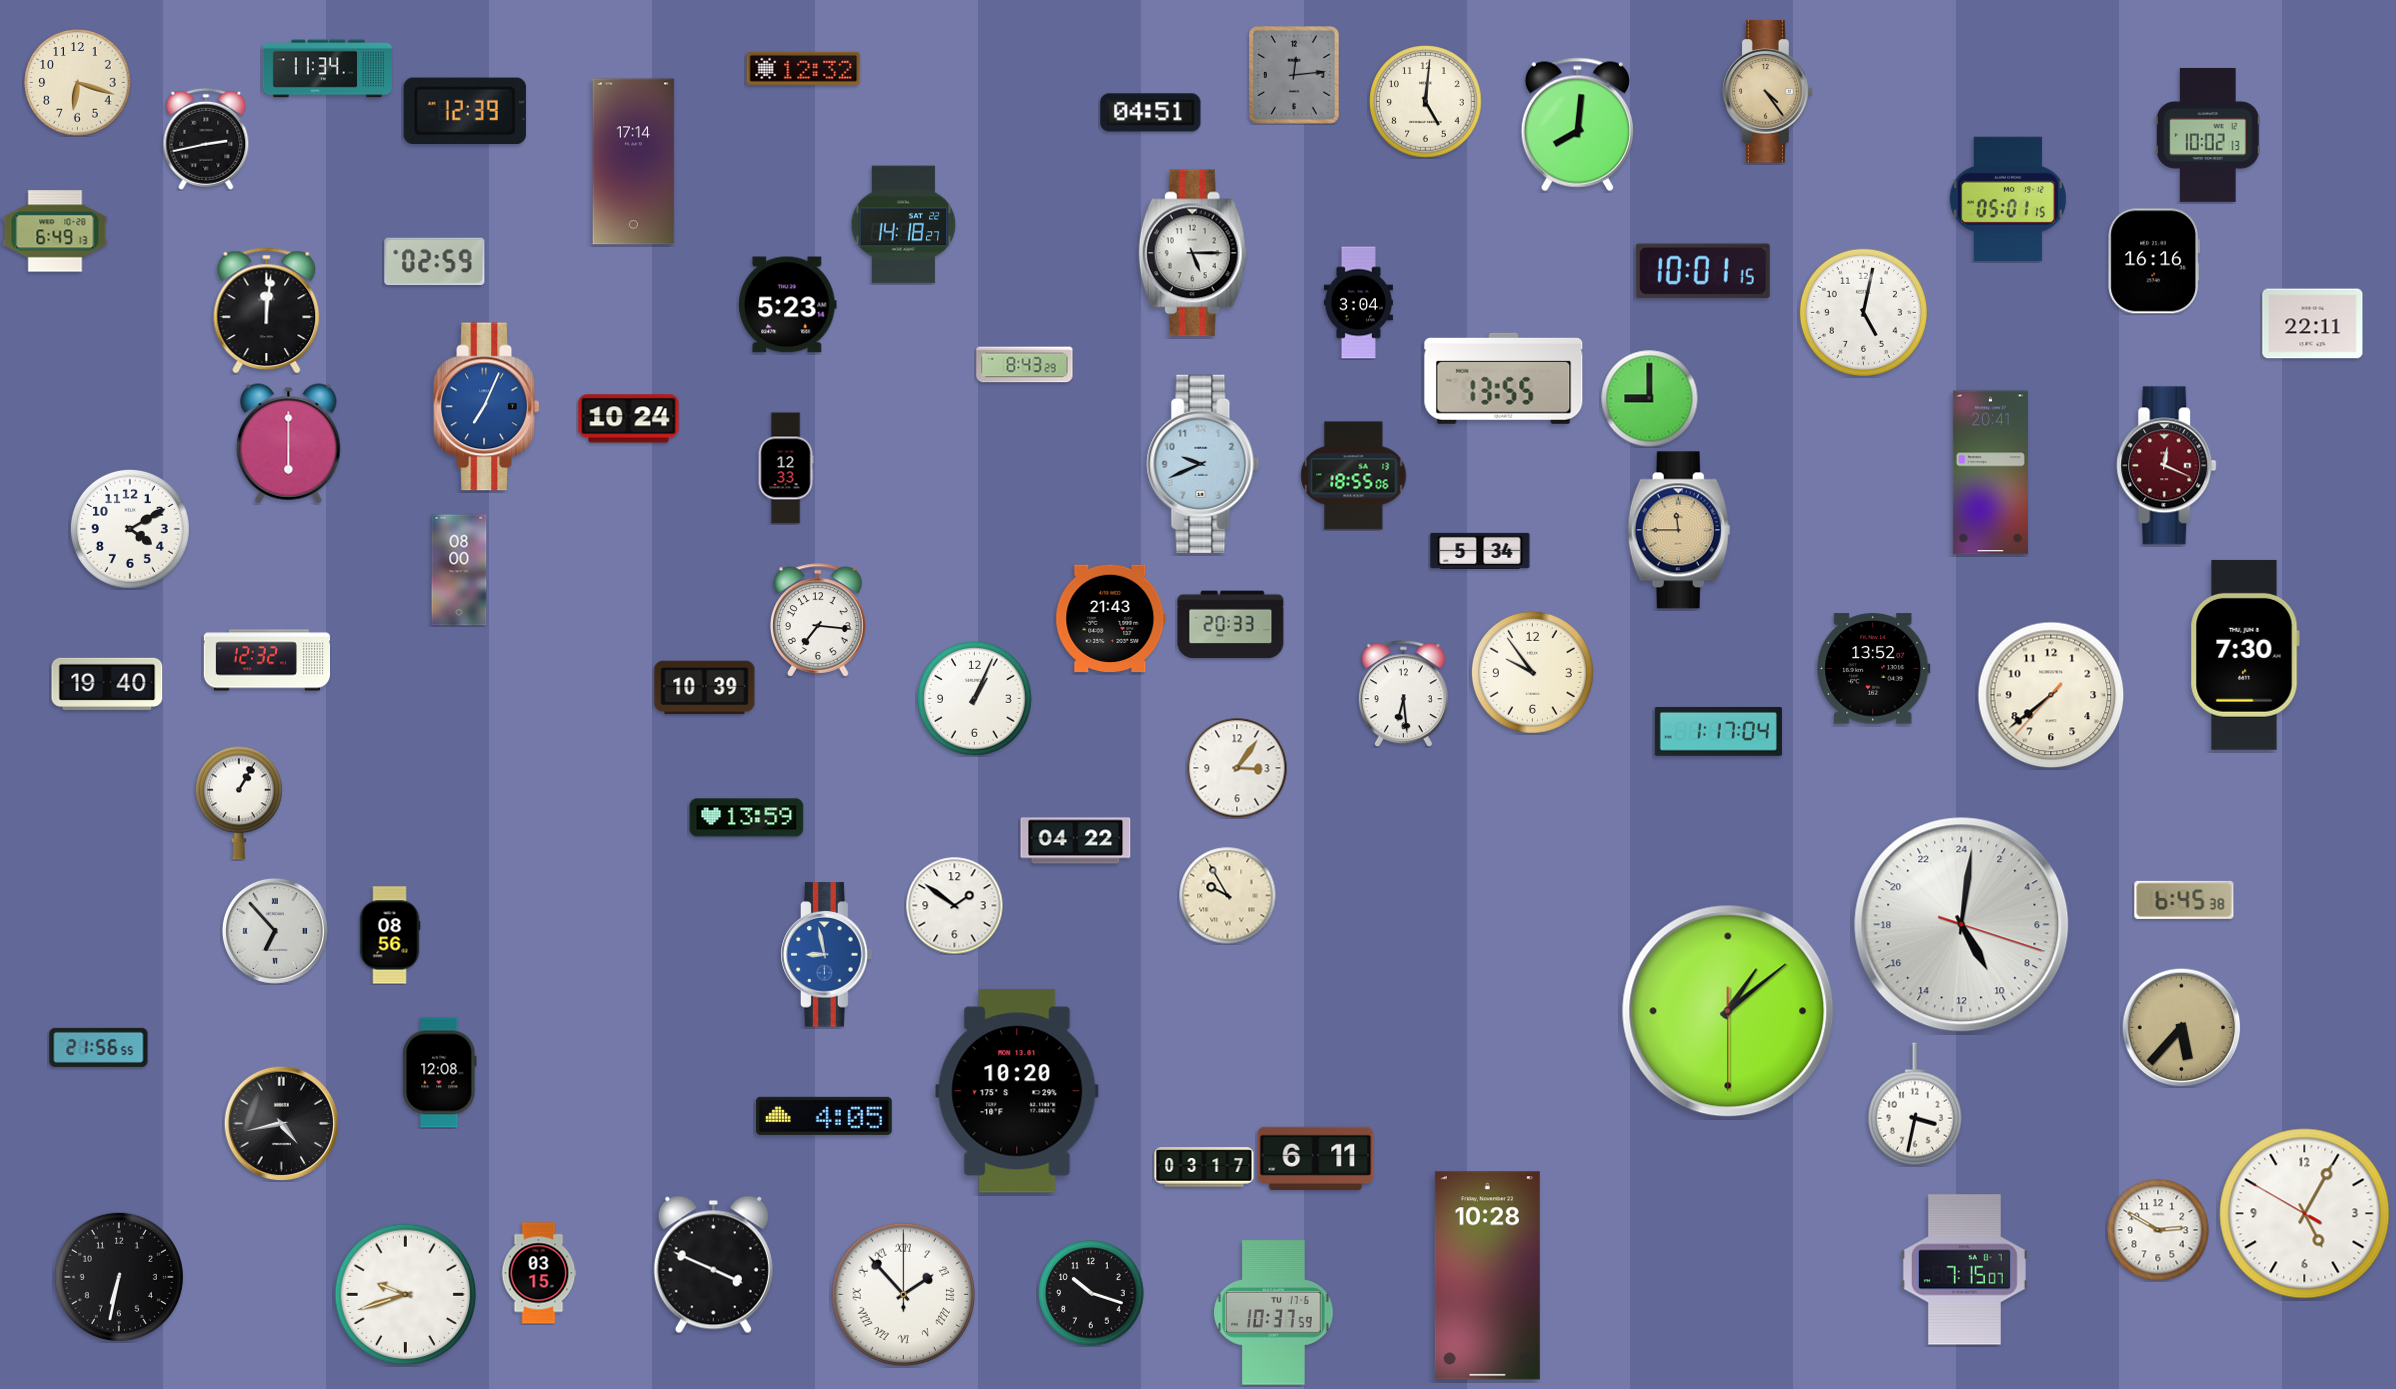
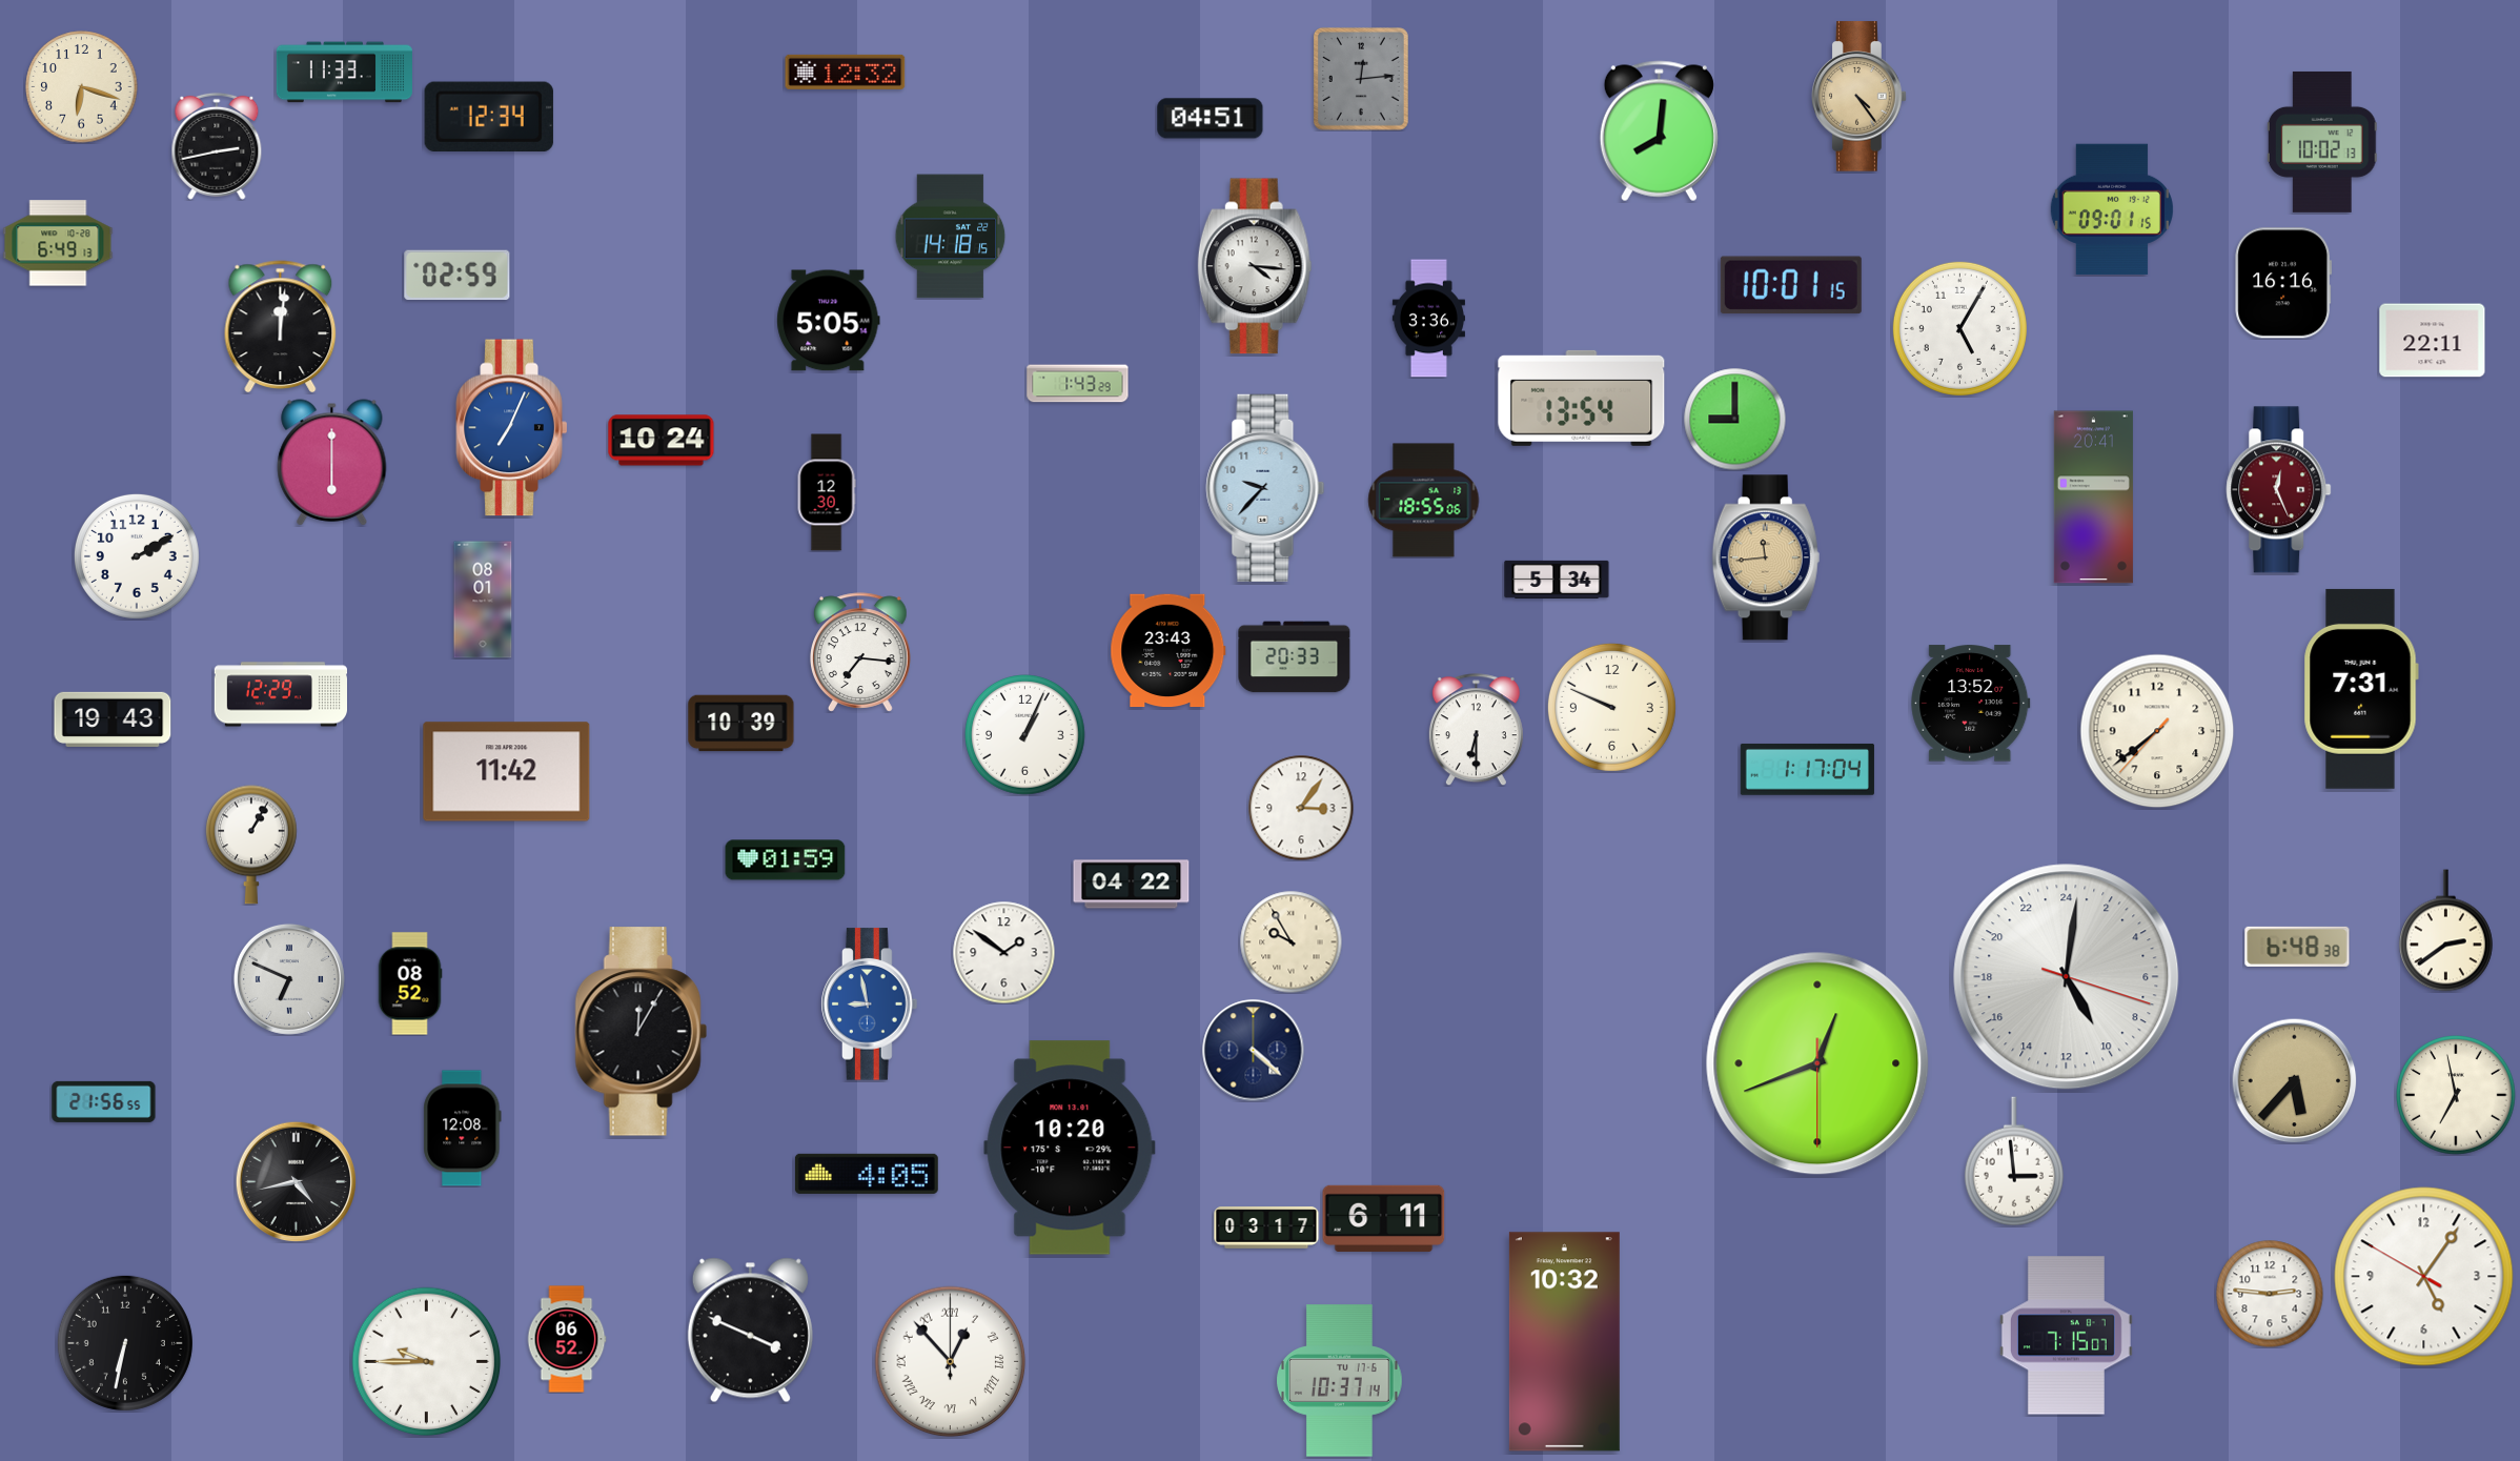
clock at (327, 69): 11:34 -> 11:33
clock at (1426, 102): 5:01 -> none
clock at (465, 111): 12:39 -> 12:34
clock at (634, 162): 17:14 -> none
clock at (2008, 198): 05:01 -> 09:01
clock at (904, 225): 14:18:27 -> 14:18:15
clock at (1193, 253): 5:15 -> 4:16
clock at (2154, 261) position: (2154, 261) -> (2283, 283)
clock at (1358, 303): 3:04 -> 3:36
clock at (788, 305): 5:23 -> 5:05
clock at (1863, 312): 5:02 -> 5:05
clock at (1025, 365): 8:43 -> 1:43
clock at (1504, 378): 13:55 -> 13:54
clock at (289, 444) position: (289, 444) -> (332, 463)
clock at (1203, 464): 9:41 -> 9:37
clock at (2167, 466): 12:19 -> 12:26
clock at (786, 468): 12:33 -> 12:30
clock at (130, 529): 4:10 -> 2:10
clock at (1679, 530): 11:45 -> 11:44
clock at (459, 570): 08:00 -> 08:01
clock at (1111, 619): 21:43 -> 23:43
clock at (2245, 655): 7:30 -> 7:31
clock at (266, 660): 12:32 -> 12:29
clock at (1532, 672): 9:54 -> 9:49
clock at (107, 684): 19:40 -> 19:43
clock at (1403, 694): 6:29 -> 6:30
clock at (507, 772): none -> 11:42
clock at (747, 818): 13:59 -> 01:59
clock at (2445, 931): none -> 2:39
clock at (2184, 900): 6:45 -> 6:48
clock at (1962, 925) position: (1962, 925) -> (2067, 977)
clock at (275, 931): 6:53 -> 6:49
clock at (390, 935): 08:56 -> 08:52
clock at (641, 1032): none -> 12:05
clock at (1254, 1051): none -> 4:22
clock at (1728, 1011): 1:08 -> 12:41
clock at (2457, 1096): none -> 6:58
clock at (1915, 1104): 3:32 -> 2:59
clock at (2305, 1214): 5:04 -> 5:05
clock at (2158, 1230): 2:50 -> 2:46
clock at (539, 1273): 03:15 -> 06:52
clock at (1487, 1276): 10:28 -> 10:32
clock at (1091, 1293): 10:18 -> none
clock at (406, 1295): 9:42 -> 9:45
clock at (904, 1295): 1:53 -> 12:53
clock at (1274, 1313): 10:37:59 -> 10:37:14
